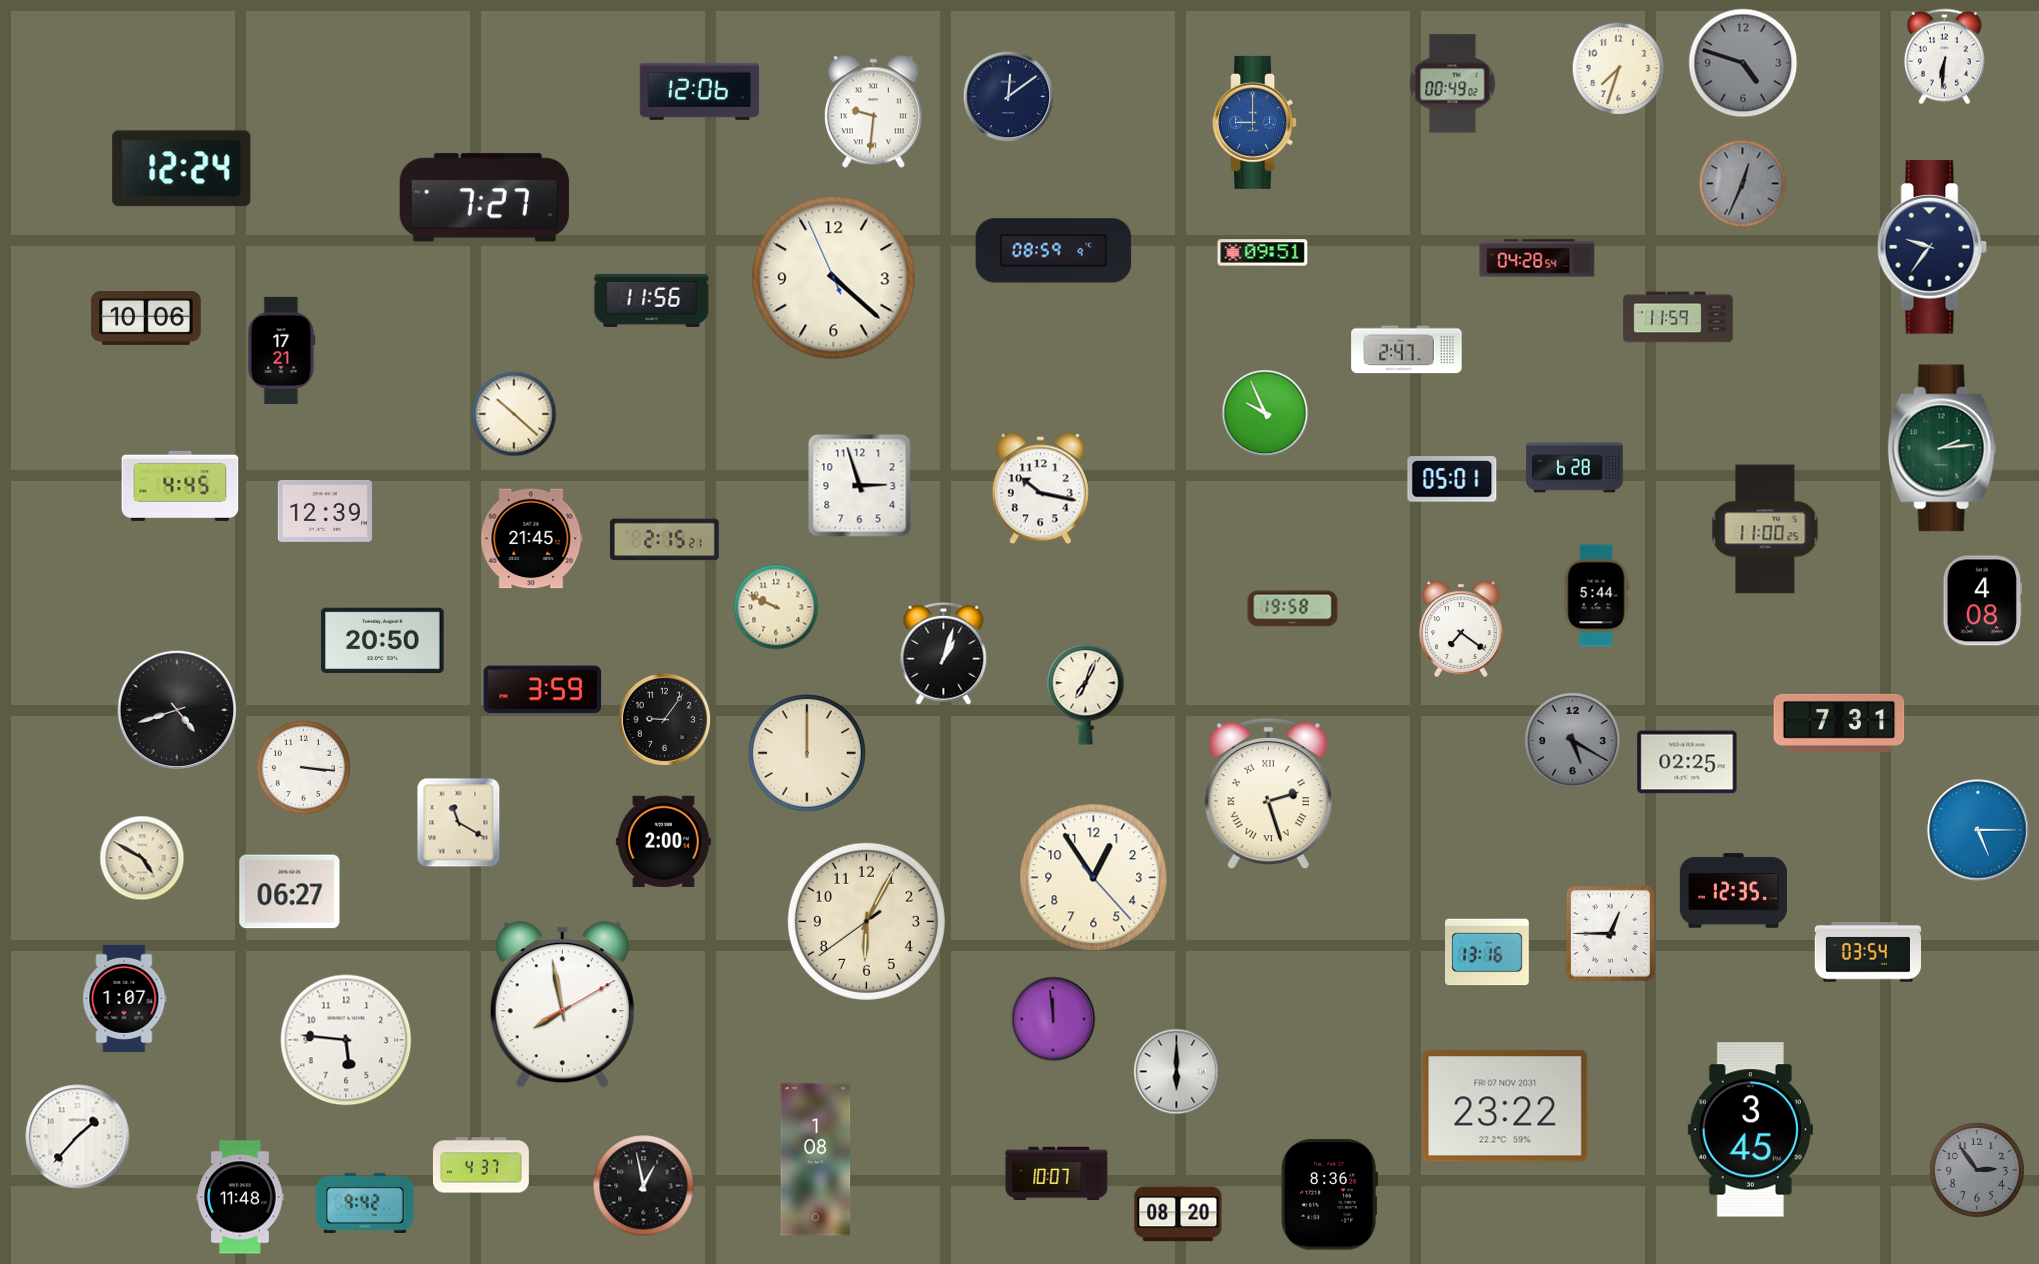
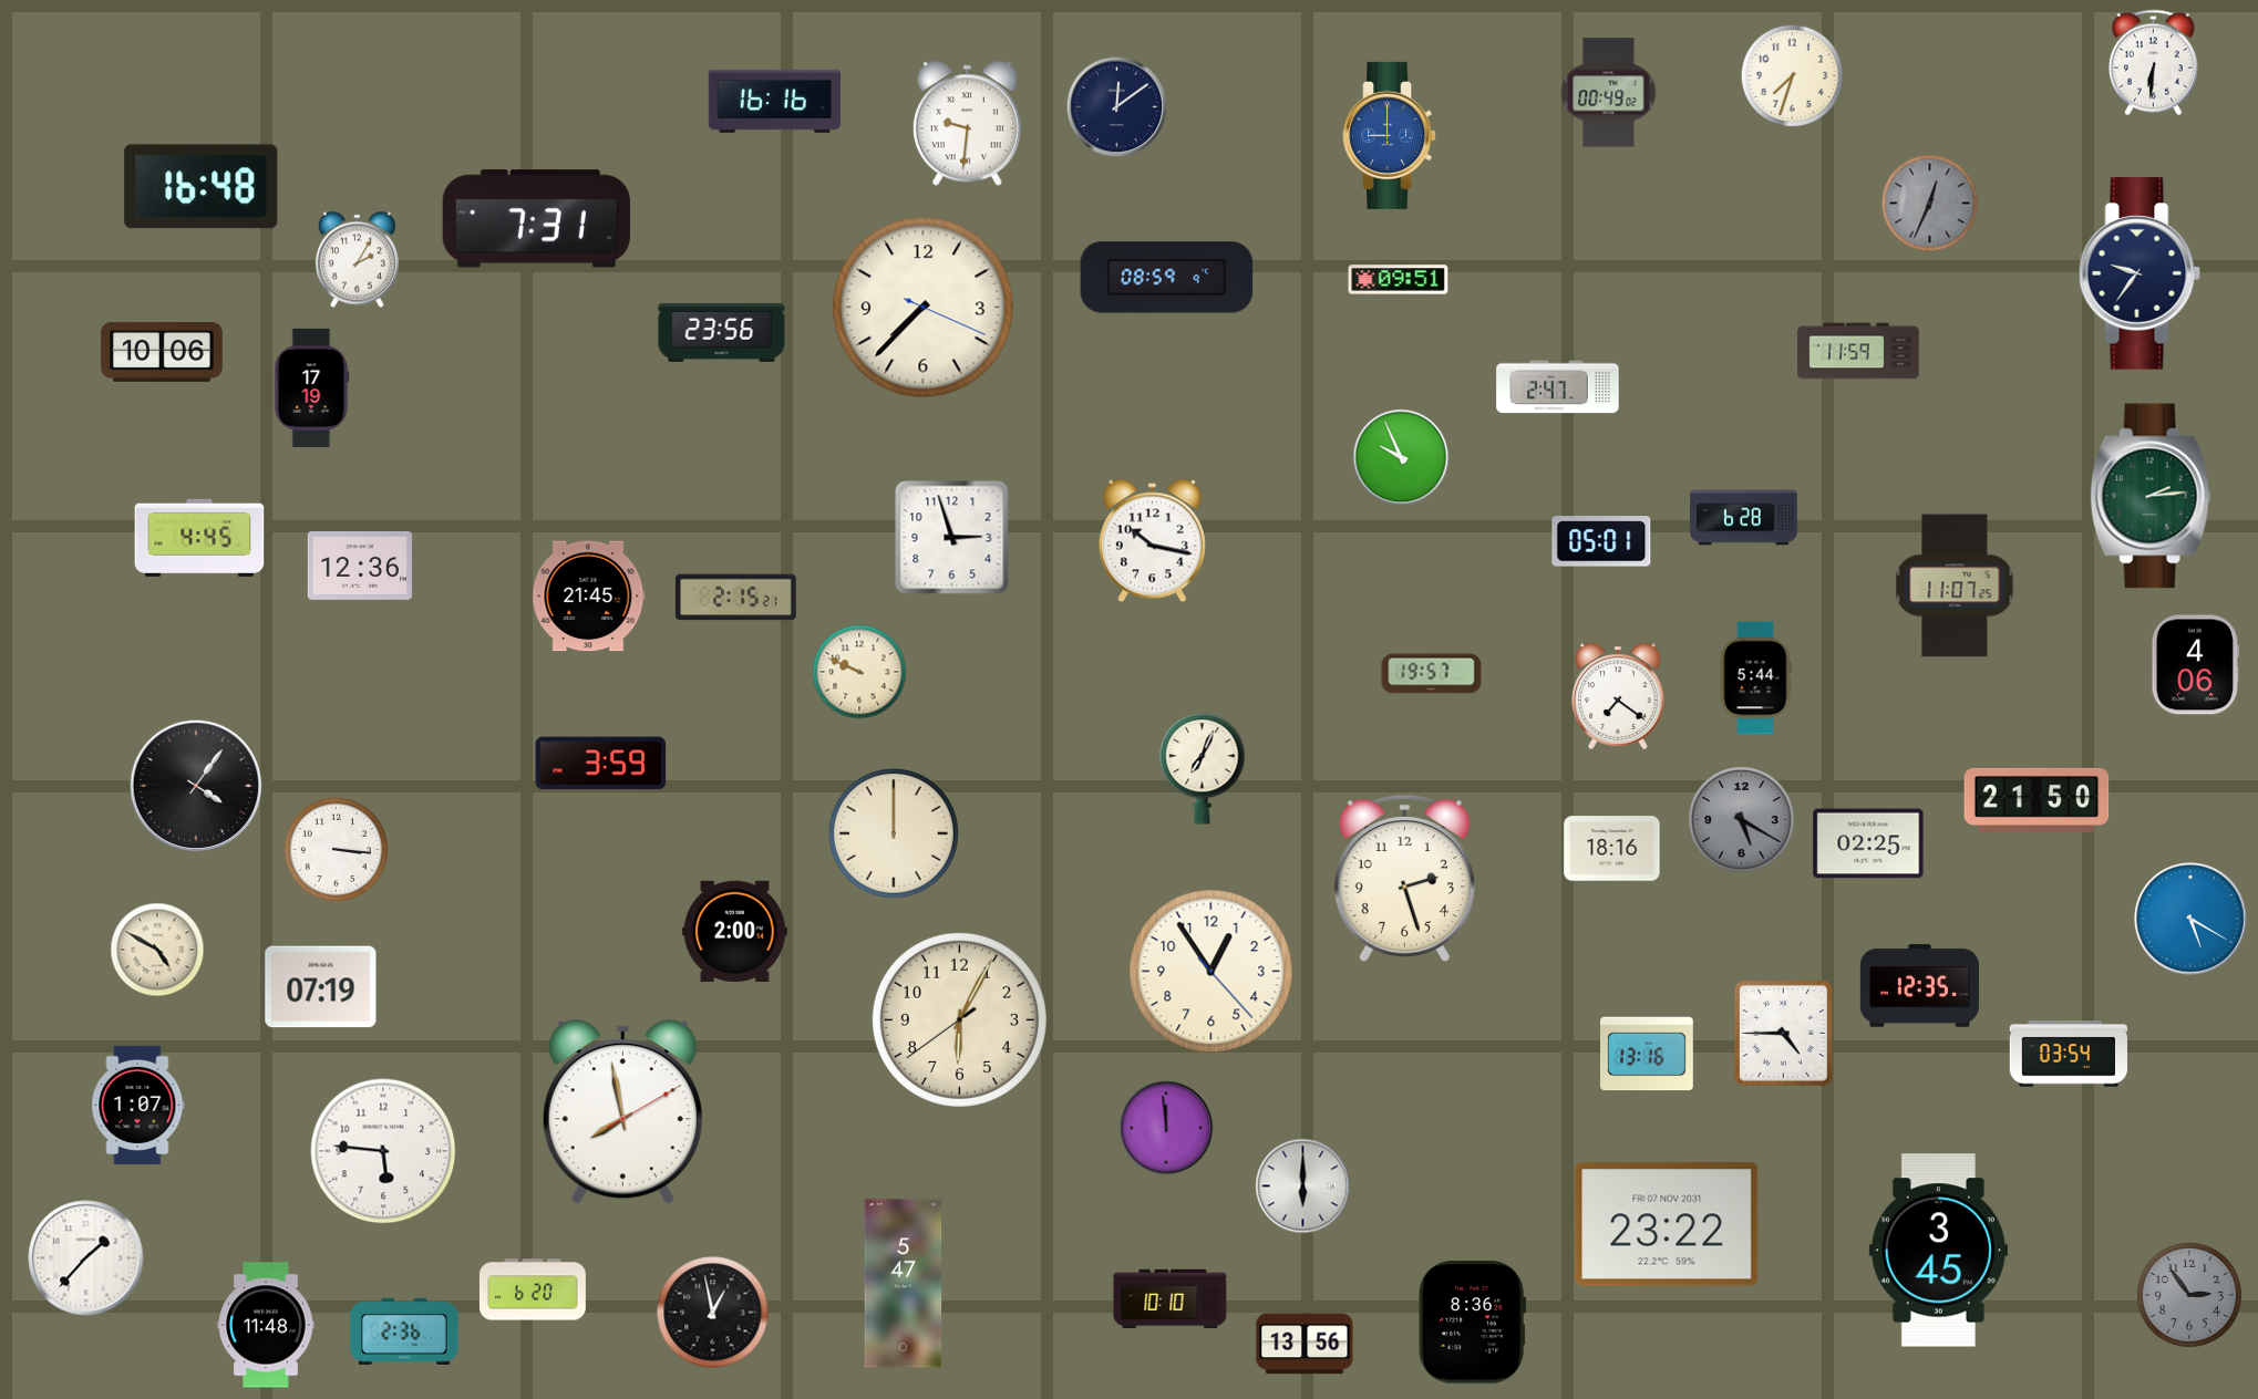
clock at (1743, 63): 4:48 -> none
clock at (699, 91): 12:06 -> 16:16
clock at (182, 169): 12:24 -> 16:48
clock at (484, 198): 7:27 -> 7:31
clock at (357, 260): none -> 2:05
clock at (1537, 258): 04:28 -> none
clock at (834, 278): 4:21 -> 7:37
clock at (652, 300): 11:56 -> 23:56
clock at (282, 350): 17:21 -> 17:19
clock at (514, 414): 10:22 -> none
clock at (1452, 479) position: (1452, 479) -> (1601, 541)
clock at (325, 511): 12:39 -> 12:36
clock at (1765, 529): 11:00 -> 11:07
clock at (1596, 596) position: (1596, 596) -> (1755, 678)
clock at (1982, 601): 4:08 -> 4:06
clock at (1293, 609): 19:58 -> 19:57
clock at (383, 641): 20:50 -> none
clock at (944, 653): 1:03 -> none
clock at (177, 710): 4:42 -> 4:06
clock at (665, 720): 9:06 -> none
clock at (1839, 723): 7:31 -> 21:50
clock at (1612, 849): none -> 18:16
clock at (1268, 794) numerals: Roman -> Arabic
clock at (459, 823): 11:20 -> none
clock at (1978, 830): 5:15 -> 5:20
clock at (290, 892): 06:27 -> 07:19
clock at (1610, 933): 12:45 -> 4:45
clock at (816, 1160): 1:08 -> 5:47
clock at (481, 1165): 4:37 -> 6:20
clock at (1057, 1173): 10:07 -> 10:10
clock at (365, 1203): 9:42 -> 2:36
clock at (1178, 1214): 08:20 -> 13:56
